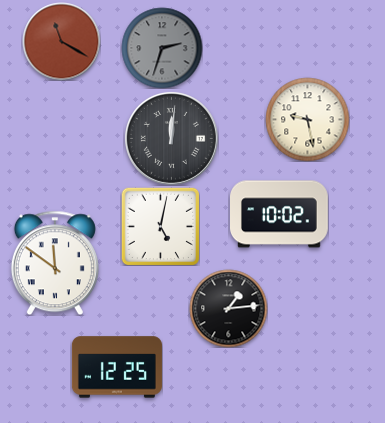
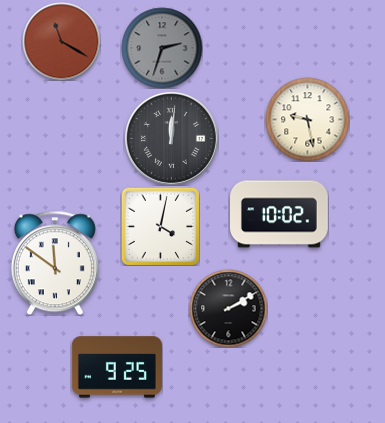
clock at (160, 226): 5:02 -> 4:02
clock at (228, 308): 1:14 -> 2:10
clock at (117, 367): 12:25 -> 9:25
